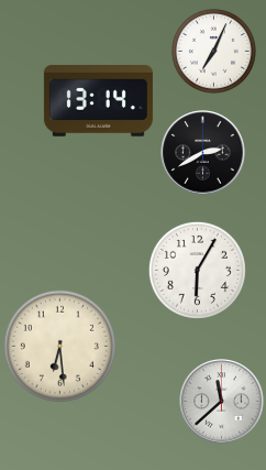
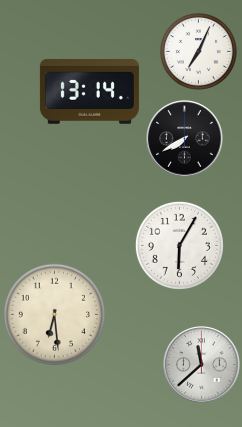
clock at (213, 51) position: (213, 51) -> (198, 51)
clock at (203, 153): 2:40 -> 7:40
